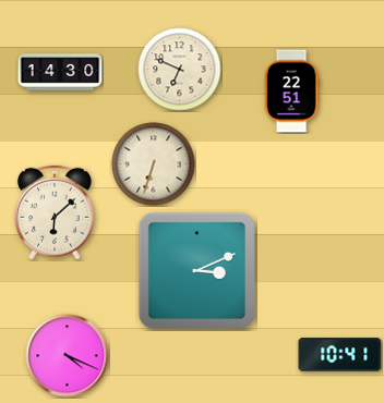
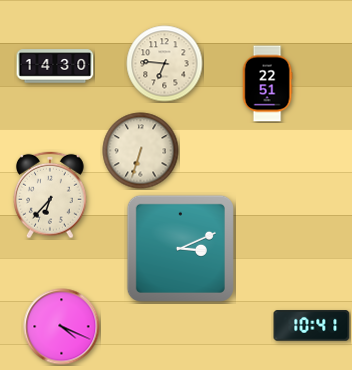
clock at (180, 70): 6:49 -> 6:46
clock at (56, 212): 6:08 -> 6:37
